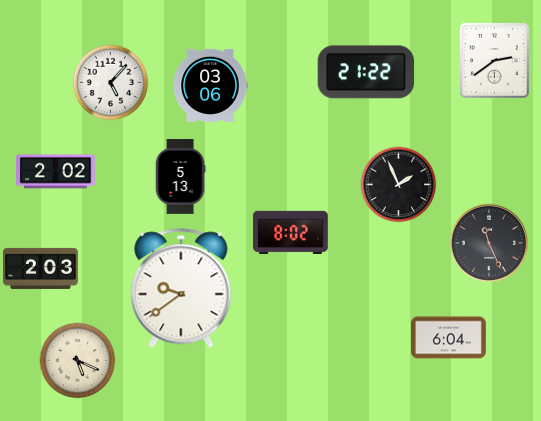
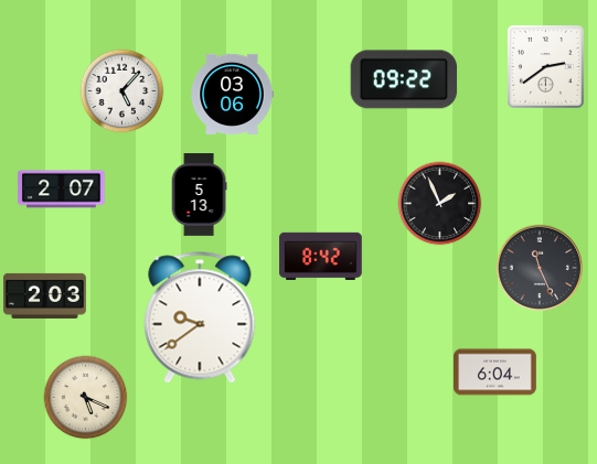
clock at (366, 72): 21:22 -> 09:22
clock at (56, 172): 2:02 -> 2:07
clock at (291, 232): 8:02 -> 8:42
